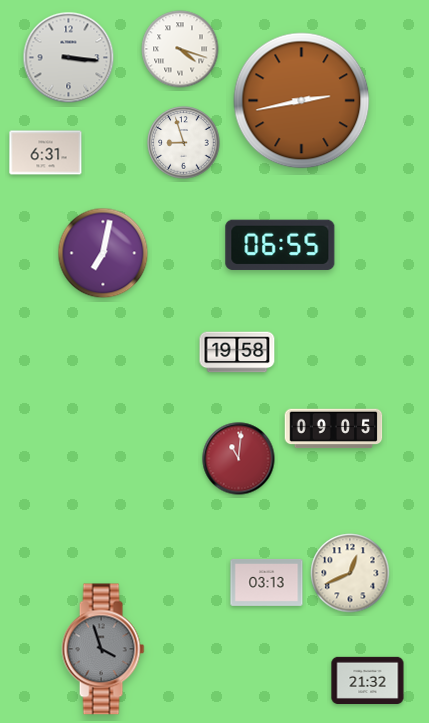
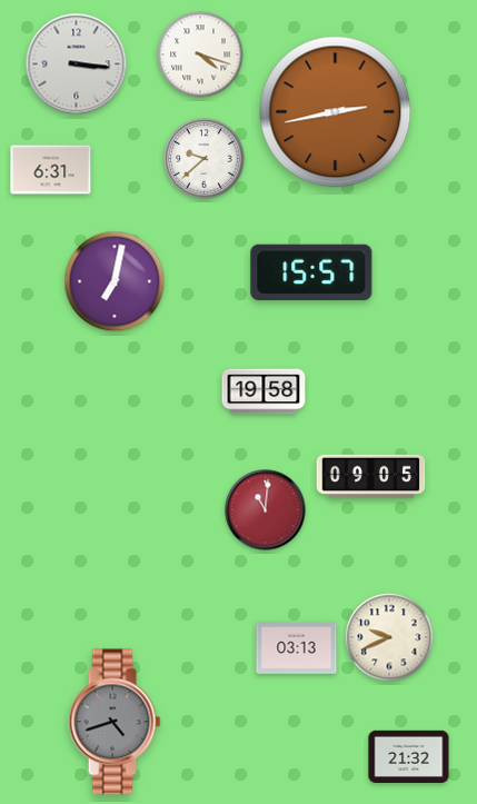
clock at (184, 143): 8:57 -> 9:38
clock at (280, 245): 06:55 -> 15:57
clock at (350, 573): 12:41 -> 9:41
clock at (103, 649): 3:57 -> 4:42
